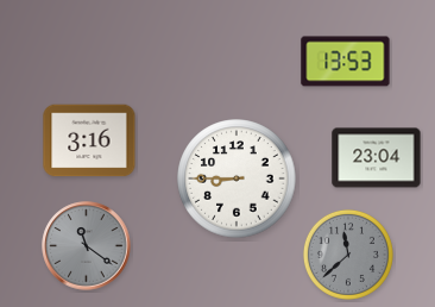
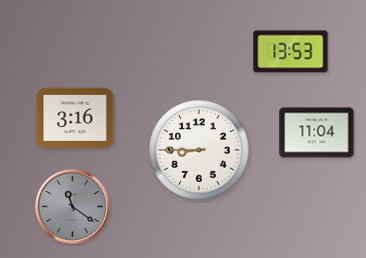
clock at (377, 158): 23:04 -> 11:04
clock at (348, 255): 11:38 -> none
